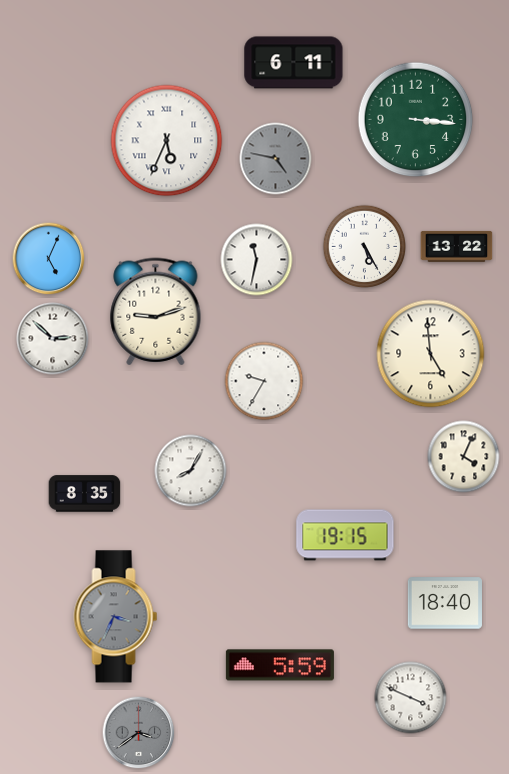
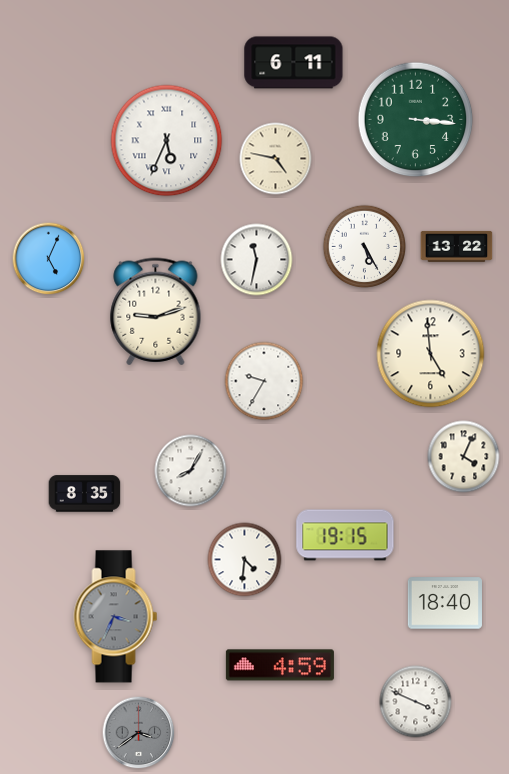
clock at (276, 159) dial: grey -> cream
clock at (53, 339): 2:52 -> none
clock at (245, 560): none -> 4:31
clock at (280, 665): 5:59 -> 4:59
clock at (411, 698) position: (411, 698) -> (416, 702)
